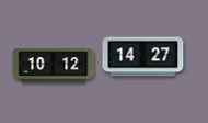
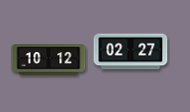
clock at (143, 57): 14:27 -> 02:27
